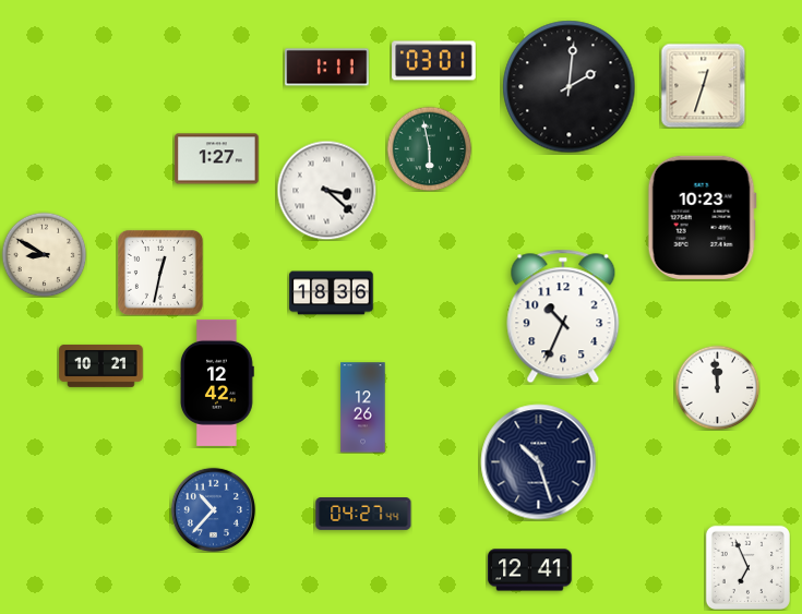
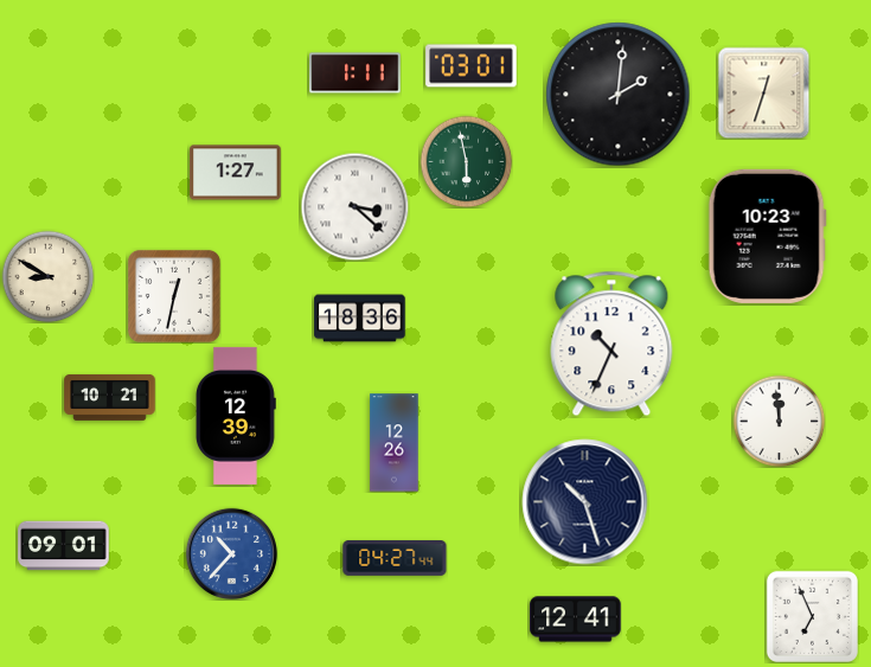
clock at (702, 217) position: (702, 217) -> (767, 236)
clock at (217, 383): 12:42 -> 12:39
clock at (64, 546): none -> 09:01
